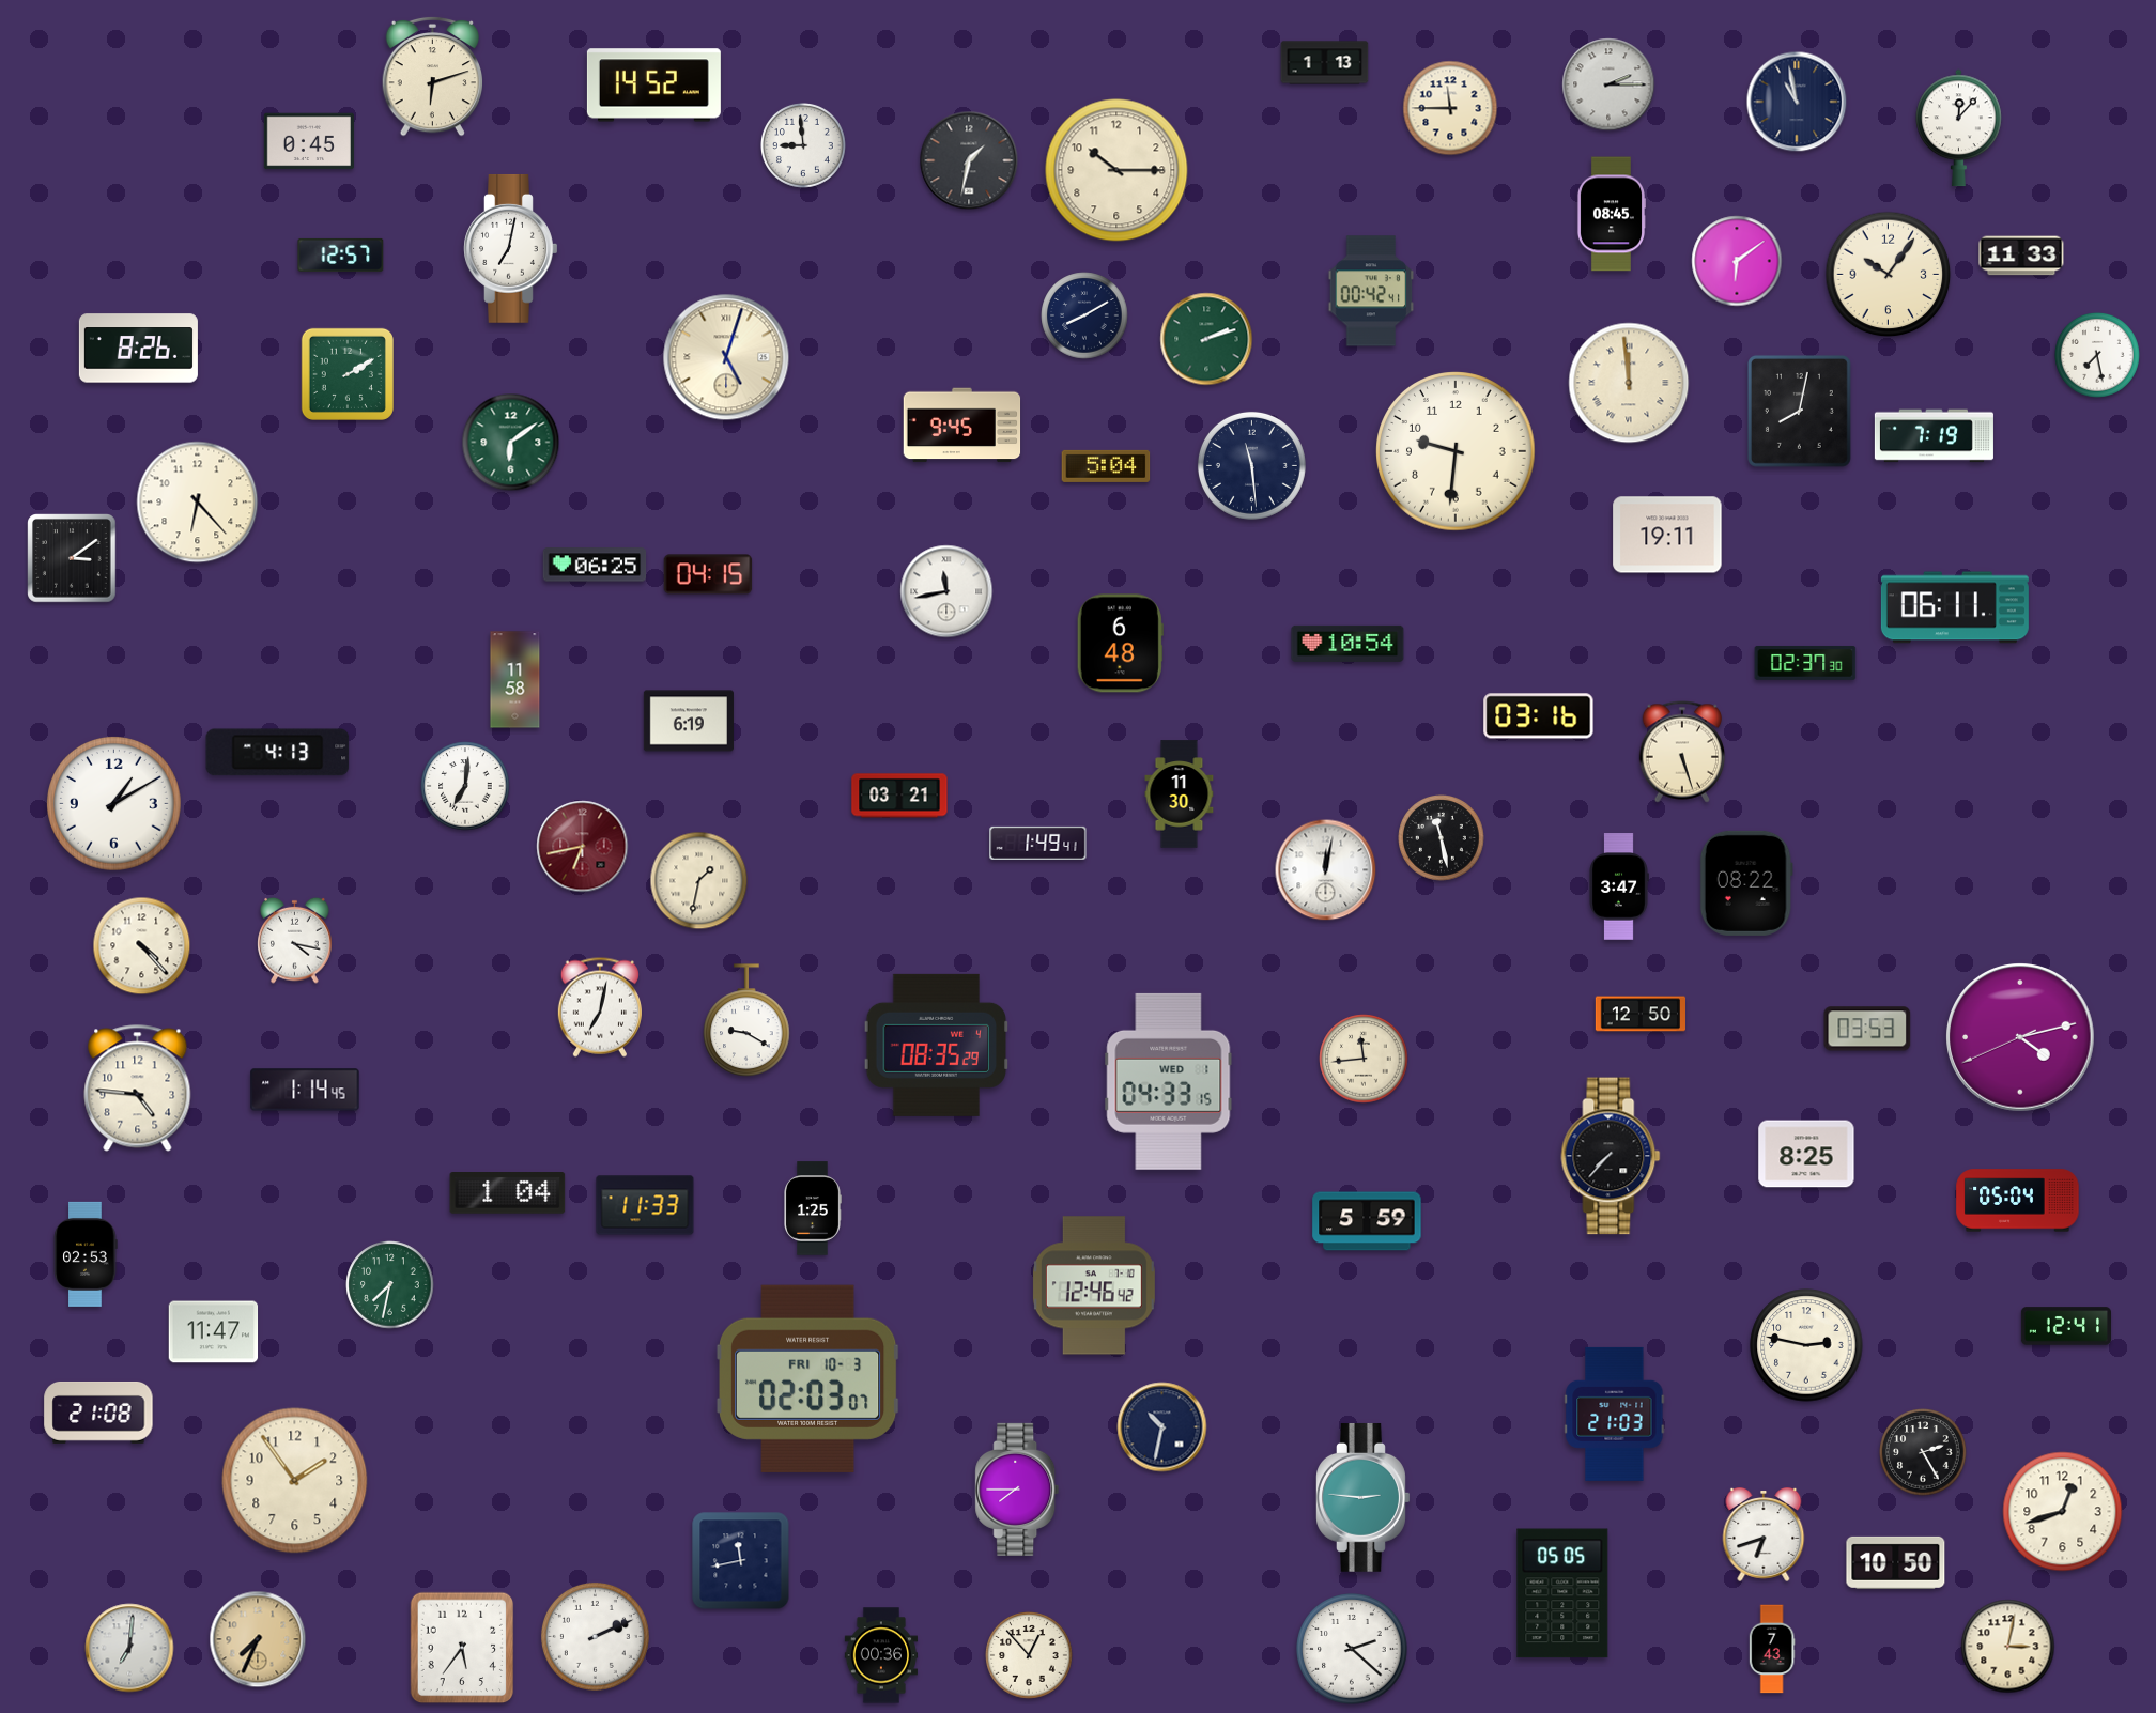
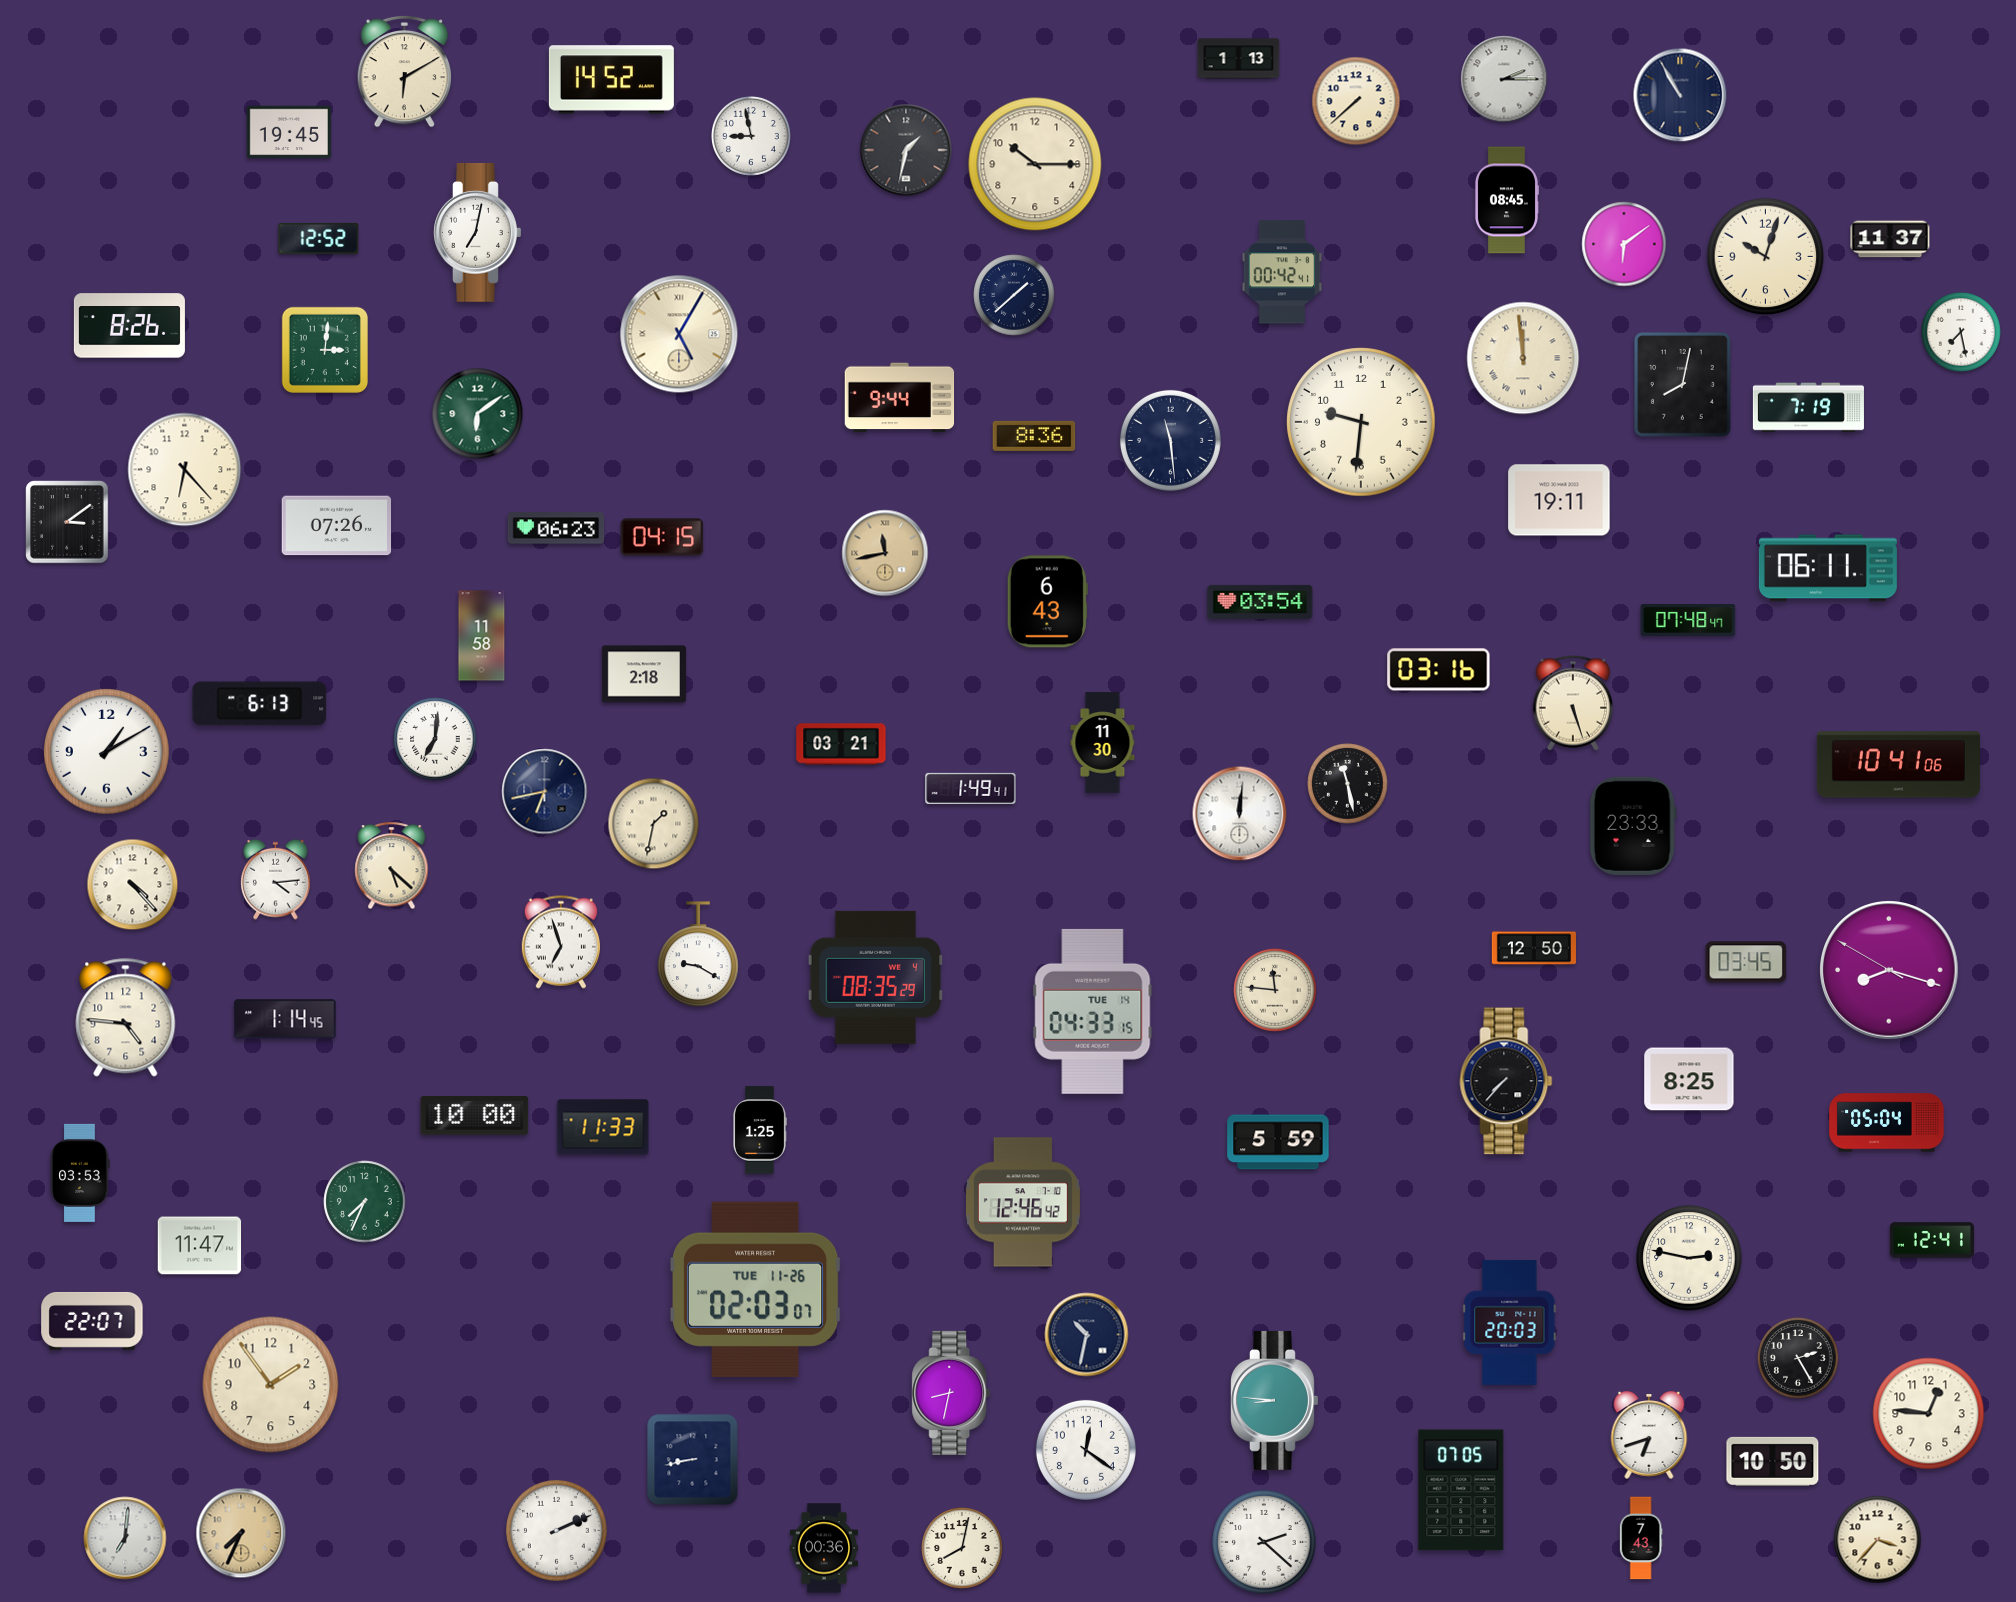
clock at (432, 76): 6:12 -> 6:10
clock at (1797, 102): 10:58 -> 10:55
clock at (1450, 108): 11:45 -> 7:38
clock at (1959, 128): 12:07 -> none
clock at (309, 141): 0:45 -> 19:45
clock at (804, 146): 8:59 -> 8:58
clock at (1116, 170) position: (1116, 170) -> (1035, 164)
clock at (341, 254): 12:57 -> 12:52
clock at (2021, 256): 11:33 -> 11:37
clock at (1889, 275): 10:06 -> 10:03
clock at (1084, 315): 8:10 -> 1:38
clock at (1206, 339): 2:12 -> none
clock at (726, 357): 5:03 -> 5:05
clock at (348, 374): 2:10 -> 3:01
clock at (962, 426): 9:45 -> 9:44
clock at (1251, 465) position: (1251, 465) -> (1170, 440)
clock at (1106, 466): 5:04 -> 8:36
clock at (337, 526): none -> 07:26
clock at (595, 565): 06:25 -> 06:23
clock at (946, 591) dial: white -> champagne
clock at (1120, 644): 6:48 -> 6:43
clock at (1347, 644): 10:54 -> 03:54
clock at (1805, 663): 02:37 -> 07:48
clock at (689, 721): 6:19 -> 2:18
clock at (278, 753): 4:13 -> 6:13
clock at (465, 786) position: (465, 786) -> (435, 739)
clock at (1898, 765): none -> 10:41
clock at (583, 847) dial: burgundy -> navy
clock at (1326, 870): 12:02 -> 12:01
clock at (1746, 883): 08:22 -> 23:33
clock at (1619, 886): 3:47 -> none
clock at (392, 866): none -> 5:22
clock at (295, 940): 4:17 -> 4:14
clock at (600, 1007): 7:02 -> 6:57
clock at (1867, 1029): 03:53 -> 03:45
clock at (2020, 1037): 4:12 -> 8:17
clock at (1364, 1059): 11:44 -> 11:46
clock at (1169, 1081) date: WED 1 -> TUE 14
clock at (138, 1089) position: (138, 1089) -> (126, 1018)
clock at (508, 1193): 1:04 -> 10:00
clock at (86, 1254): 02:53 -> 03:53
clock at (390, 1285): 7:32 -> 7:34
clock at (808, 1378) date: FRI 10-3 -> TUE 11-26
clock at (98, 1413): 21:08 -> 22:07
clock at (1615, 1414): 21:03 -> 20:03
clock at (295, 1481) position: (295, 1481) -> (271, 1385)
clock at (1017, 1490): 7:45 -> 8:32
clock at (1364, 1497): 2:46 -> 8:46
clock at (2063, 1512): 12:42 -> 12:46
clock at (1086, 1450): none -> 12:21
clock at (741, 1561): 11:43 -> 8:43
clock at (1562, 1593): 05:05 -> 07:05
clock at (2008, 1647): 3:02 -> 3:37
clock at (129, 1648) position: (129, 1648) -> (125, 1538)
clock at (462, 1648): 5:36 -> none
clock at (1772, 1649) position: (1772, 1649) -> (1641, 1538)
clock at (1029, 1655): 12:53 -> 8:02
